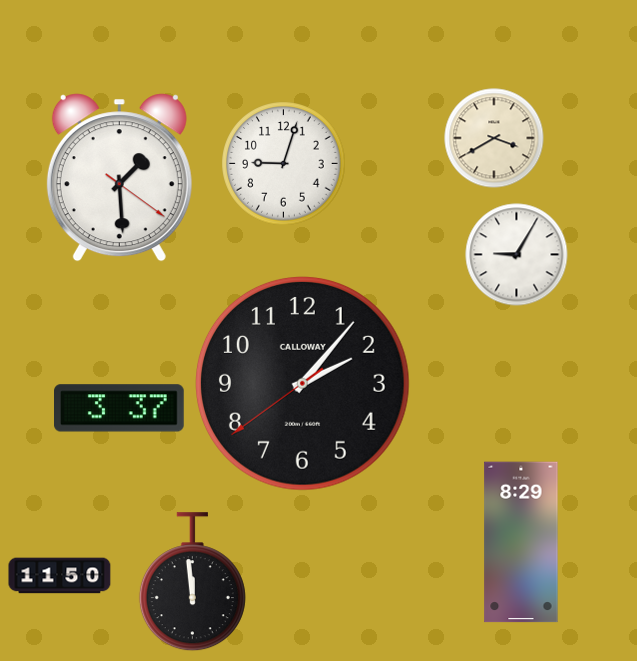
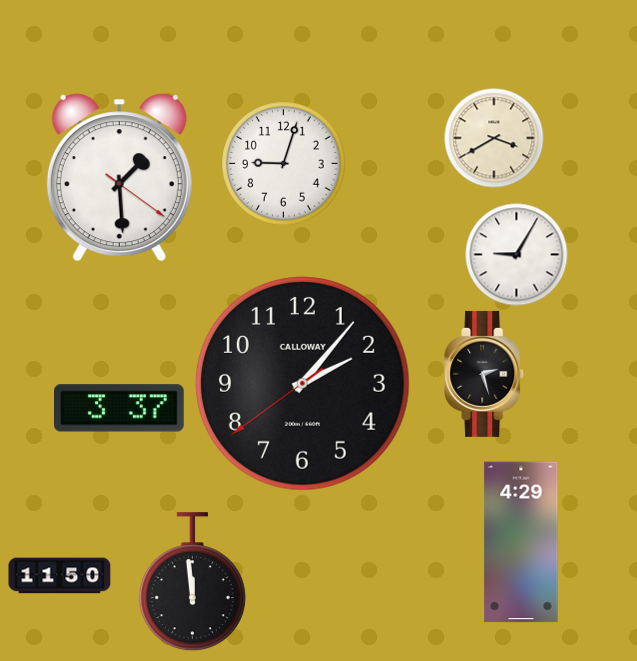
clock at (485, 374): none -> 2:27
clock at (521, 542): 8:29 -> 4:29
